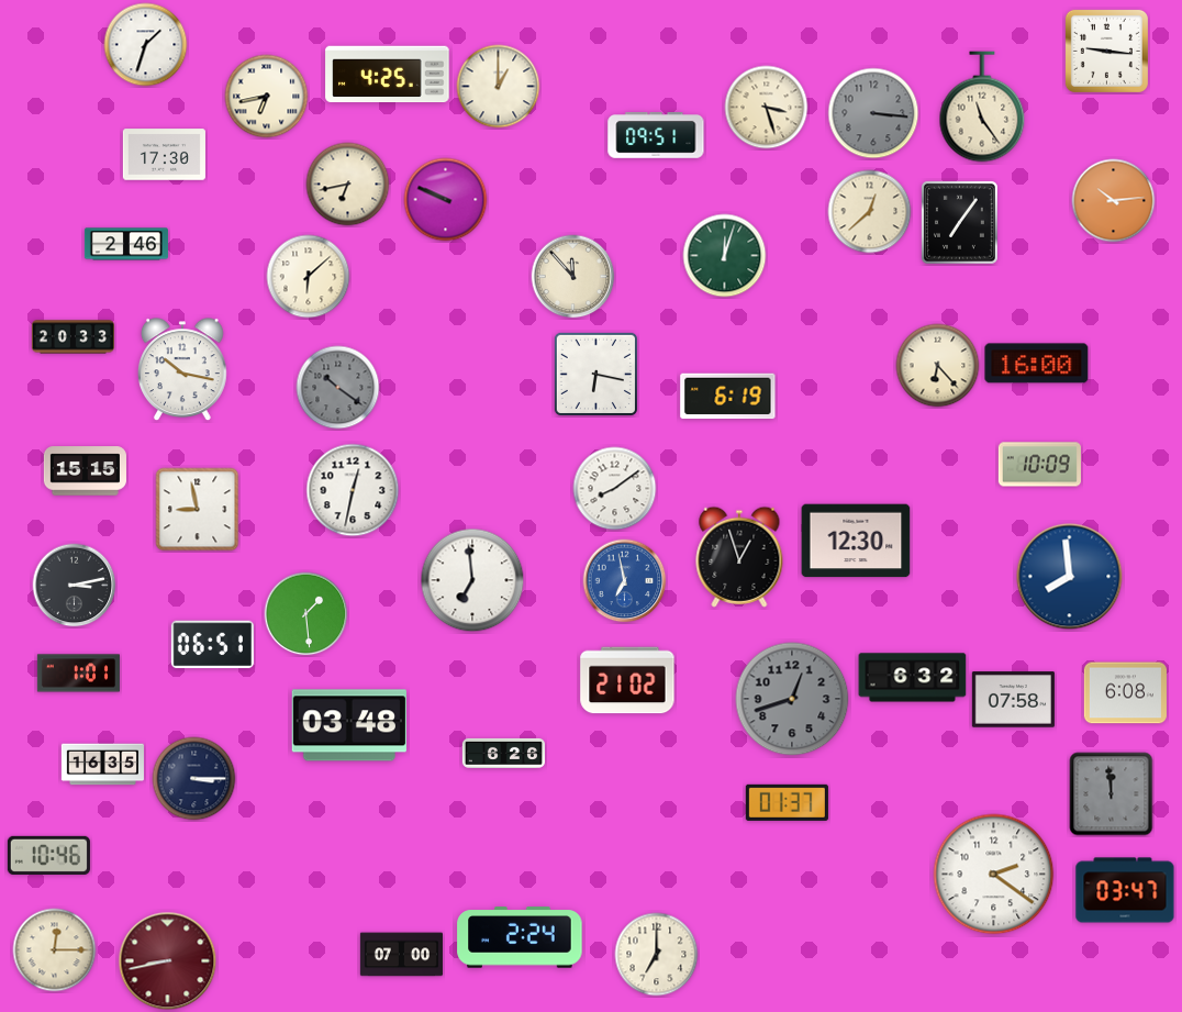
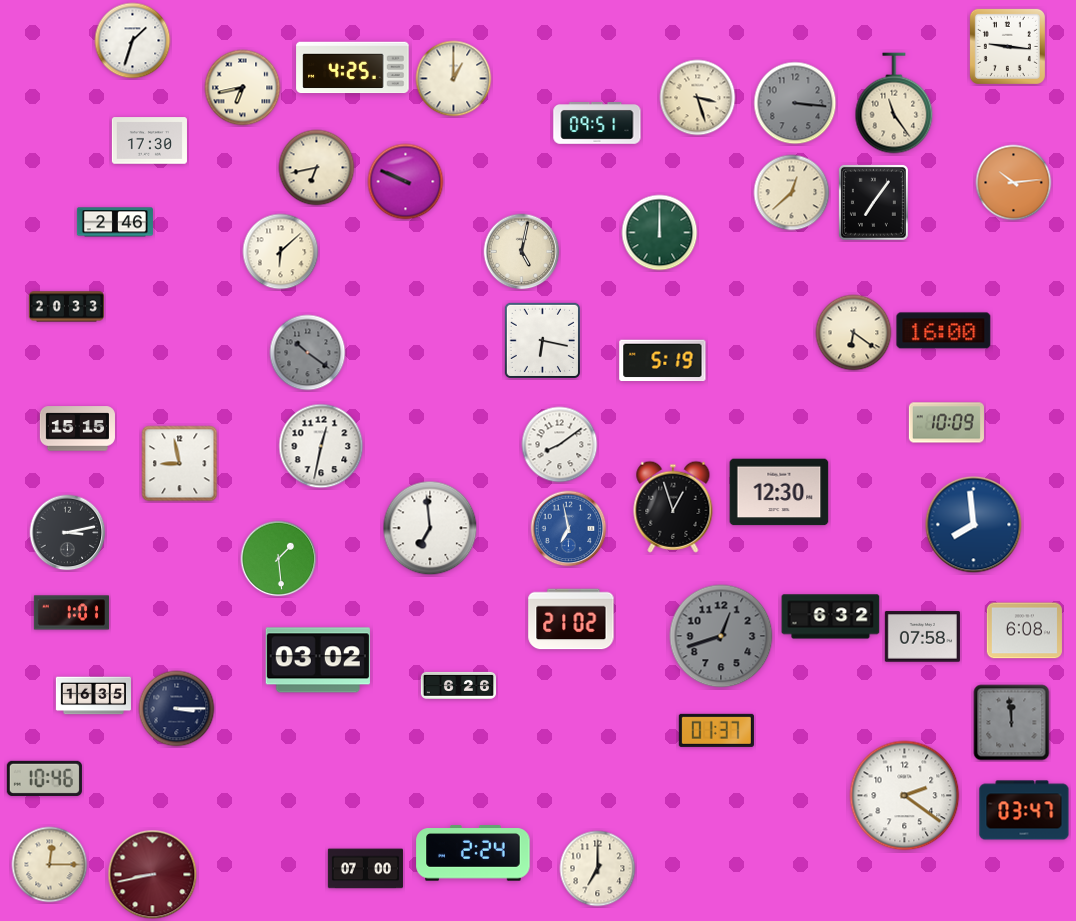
clock at (982, 107) position: (982, 107) -> (894, 103)
clock at (725, 256): 12:03 -> 12:00
clock at (573, 277): 11:53 -> 5:02
clock at (938, 366): 6:23 -> 6:21
clock at (183, 370): 10:17 -> none
clock at (728, 397): 6:19 -> 5:19
clock at (212, 645): 06:51 -> none
clock at (349, 725): 03:48 -> 03:02
